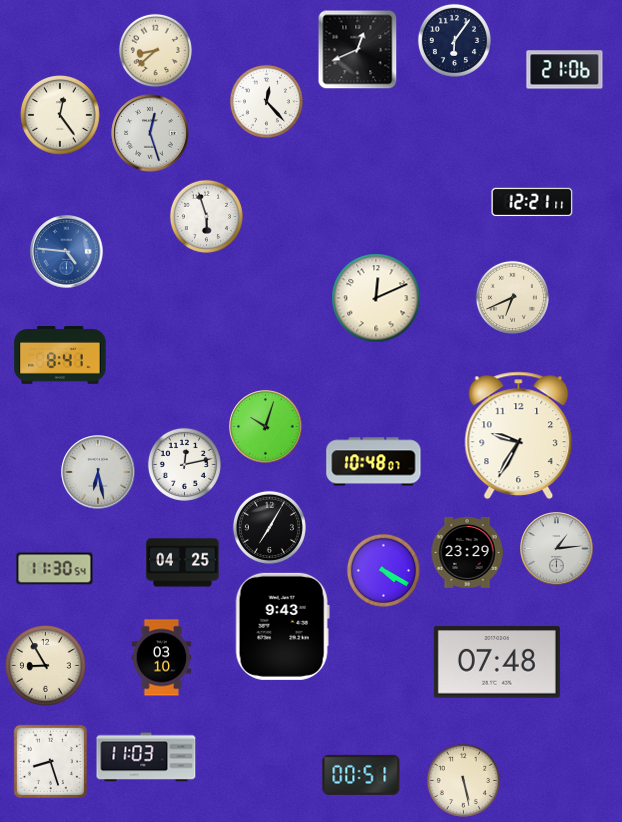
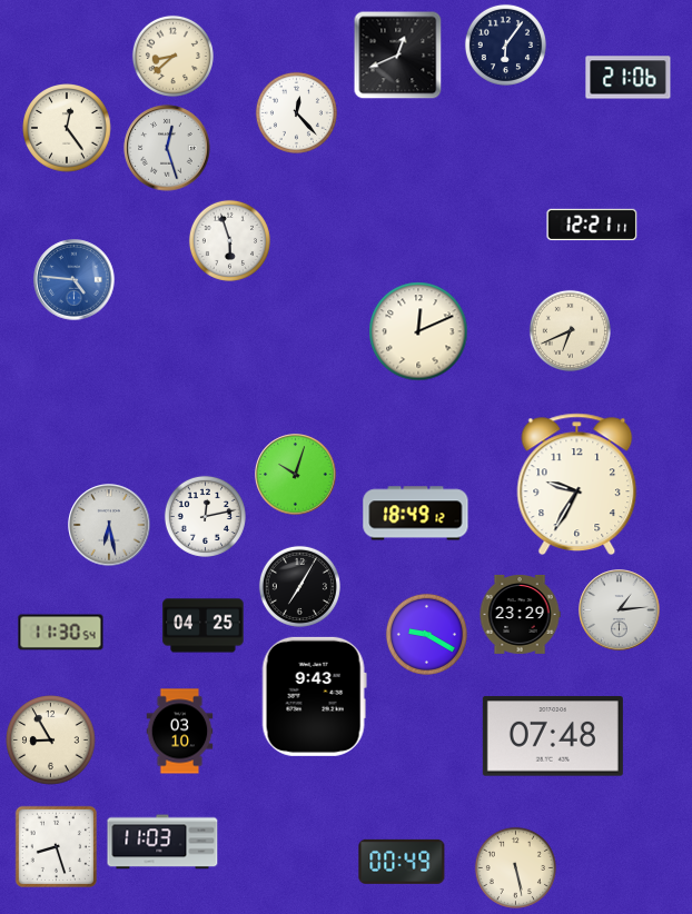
clock at (60, 356): 8:41 -> none
clock at (374, 462): 10:48 -> 18:49
clock at (383, 570): 4:20 -> 9:20
clock at (361, 775): 00:51 -> 00:49
